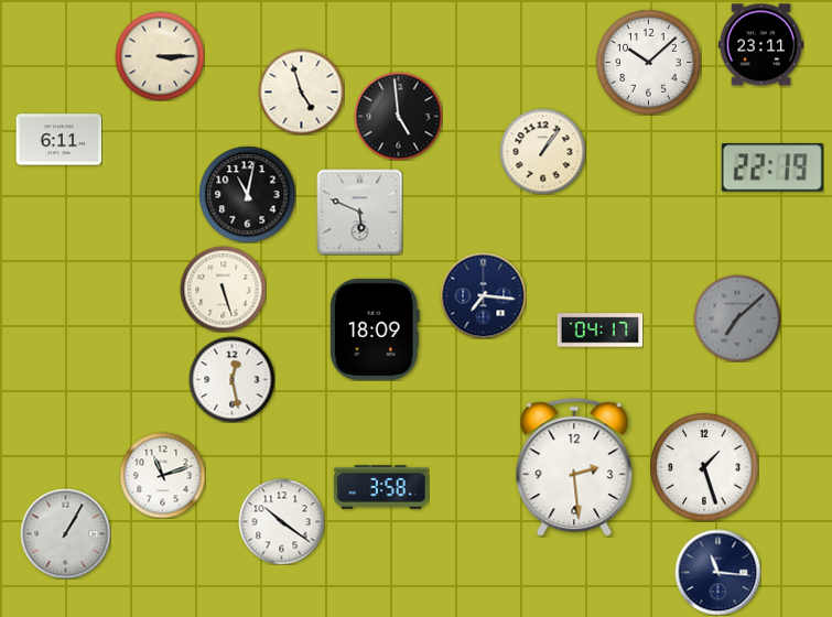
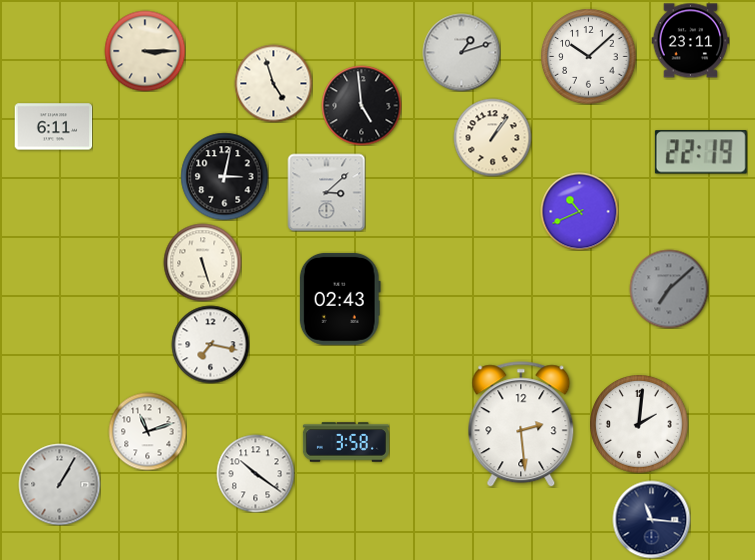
clock at (461, 52): none -> 1:12
clock at (247, 194): 11:02 -> 3:02
clock at (359, 212): 5:49 -> 3:08
clock at (579, 211): none -> 10:41
clock at (483, 295): 7:16 -> none
clock at (375, 329): 18:09 -> 02:43
clock at (599, 331): 04:17 -> none
clock at (231, 379): 12:28 -> 7:17
clock at (704, 467): 1:27 -> 2:01
